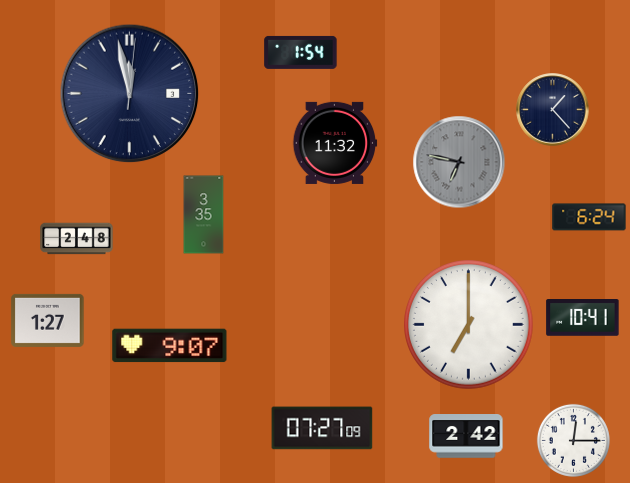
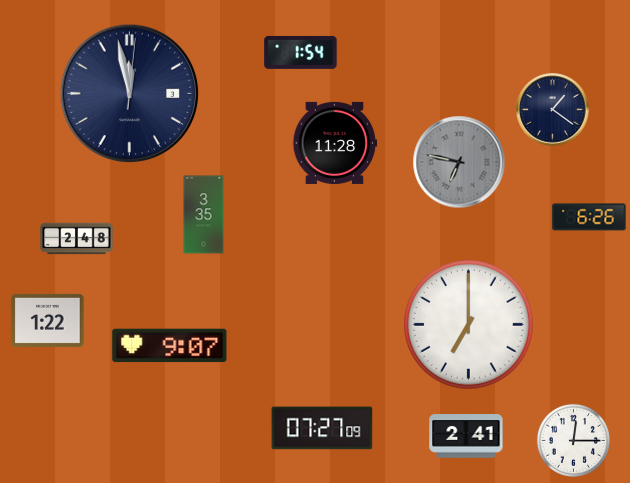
clock at (553, 110): 1:23 -> 1:21
clock at (335, 143): 11:32 -> 11:28
clock at (589, 217): 6:24 -> 6:26
clock at (583, 318): 10:41 -> none
clock at (48, 320): 1:27 -> 1:22
clock at (466, 437): 2:42 -> 2:41
